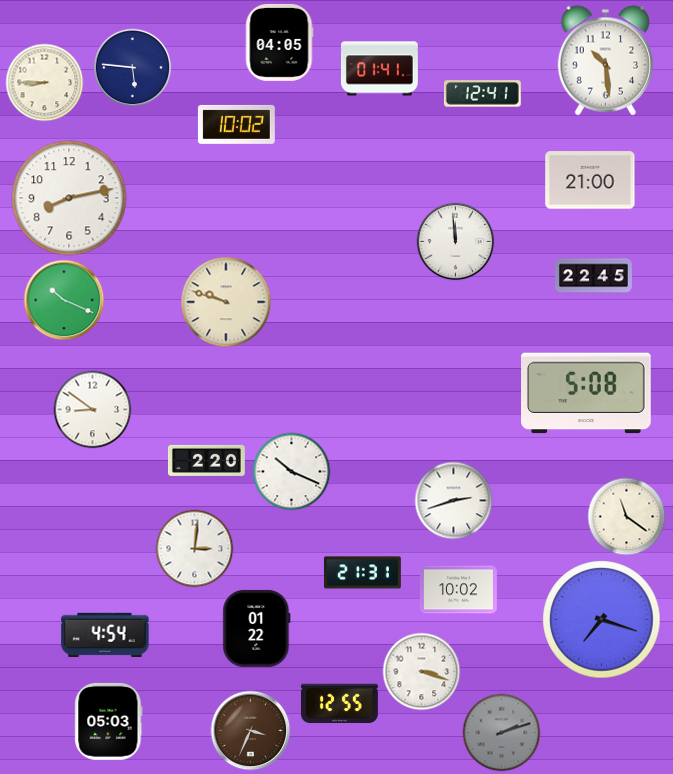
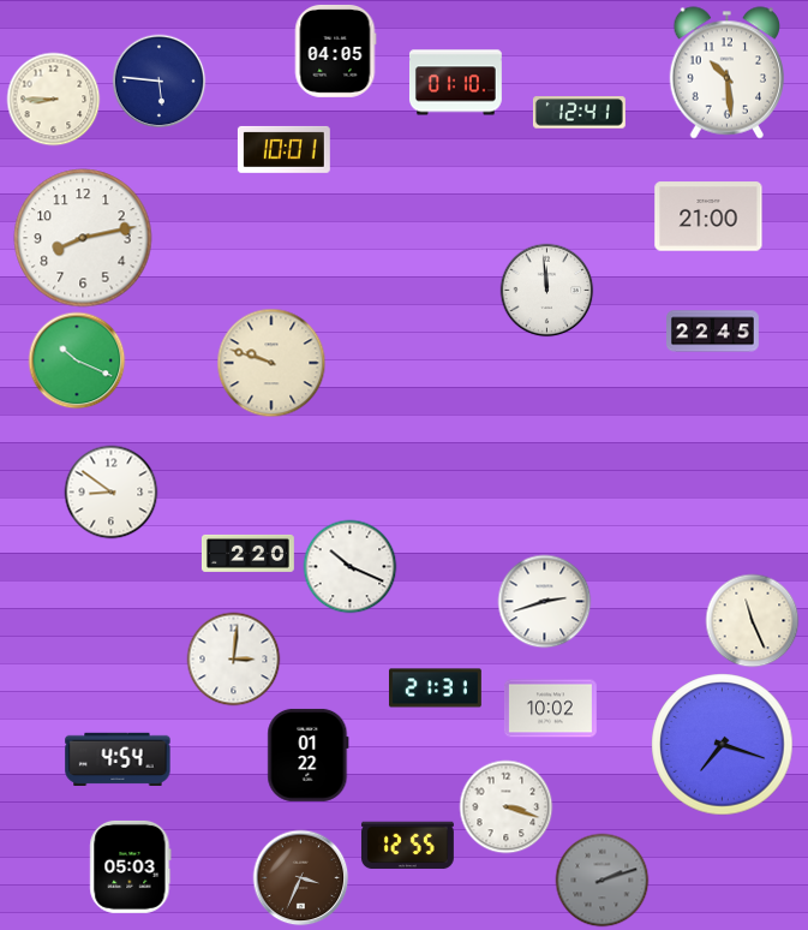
clock at (379, 69): 01:41 -> 01:10
clock at (236, 124): 10:02 -> 10:01
clock at (586, 393): 5:08 -> none
clock at (626, 516): 11:21 -> 11:26
clock at (105, 634) position: (105, 634) -> (118, 758)
